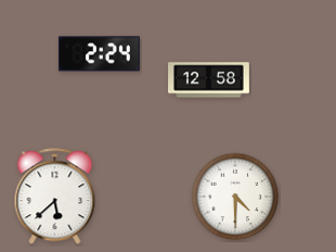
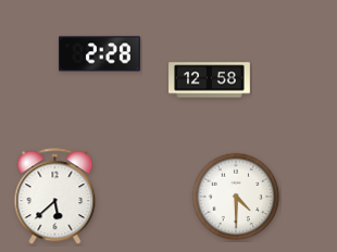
clock at (100, 54): 2:24 -> 2:28
